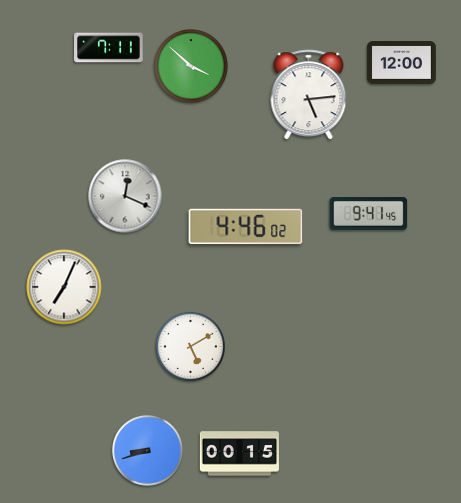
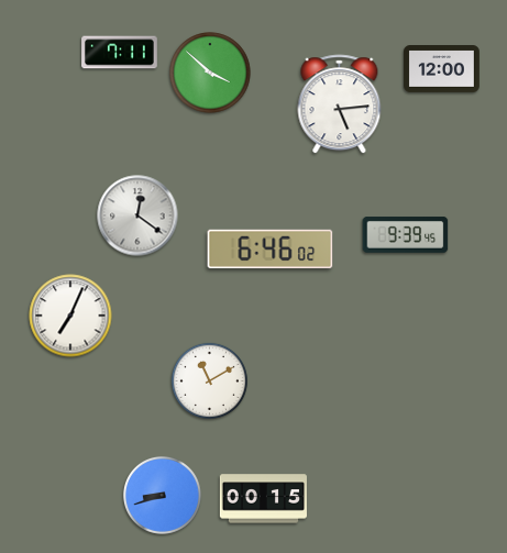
clock at (125, 196): 12:19 -> 12:21
clock at (369, 214): 9:41 -> 9:39
clock at (246, 227): 4:46 -> 6:46
clock at (190, 346): 5:10 -> 11:10
